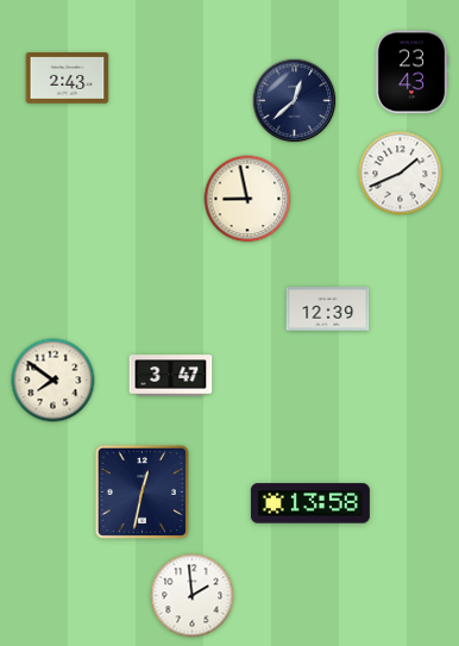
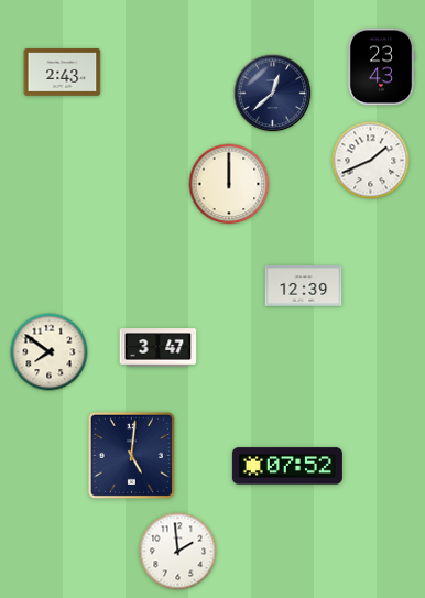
clock at (247, 199): 8:58 -> 12:00
clock at (142, 491): 12:32 -> 5:01
clock at (310, 503): 13:58 -> 07:52
